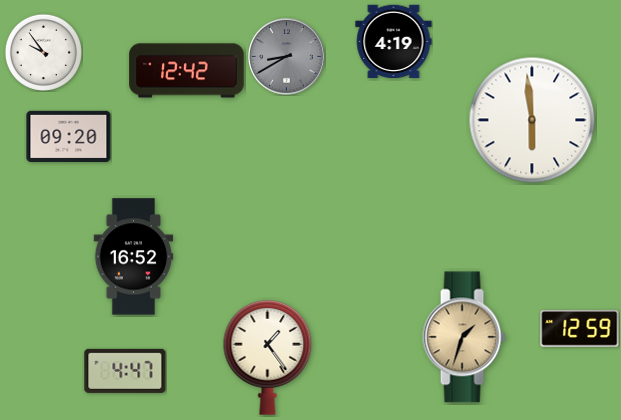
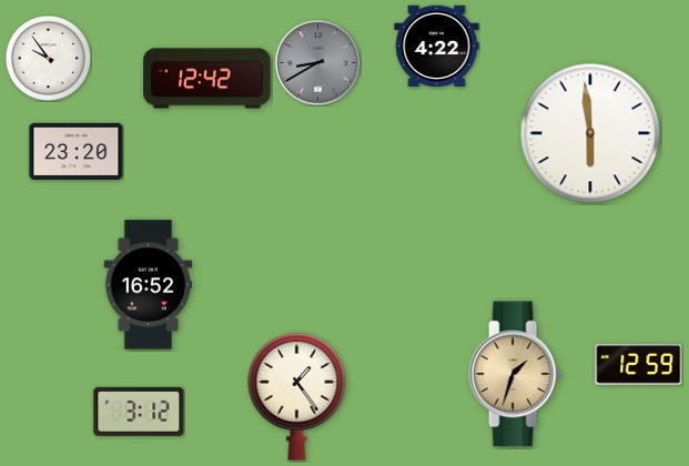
clock at (394, 42): 4:19 -> 4:22
clock at (69, 136): 09:20 -> 23:20
clock at (580, 329) position: (580, 329) -> (639, 365)
clock at (125, 371): 4:47 -> 3:12
